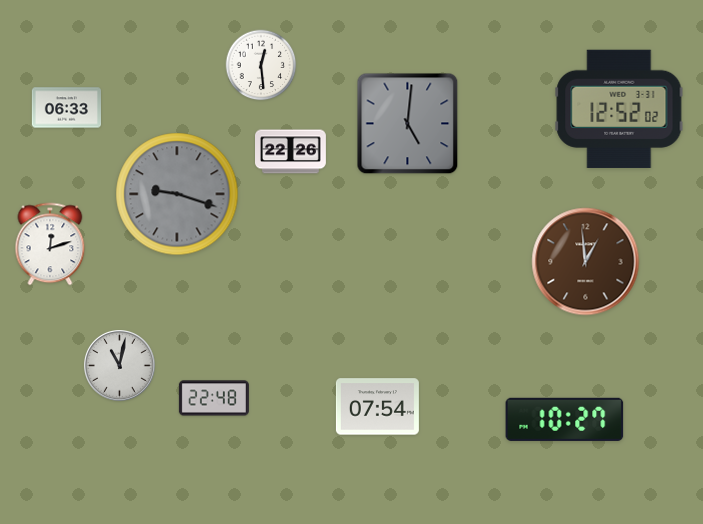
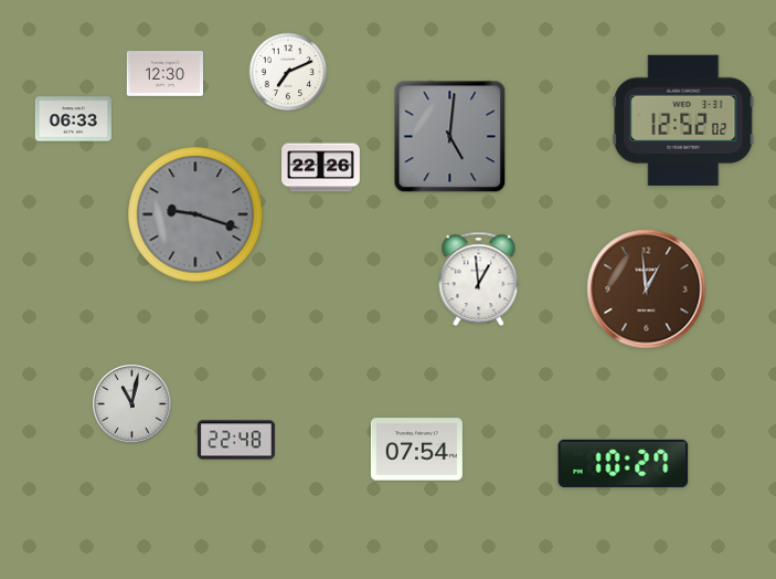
clock at (261, 65): 12:29 -> 7:11
clock at (164, 74): none -> 12:30
clock at (50, 244): 12:12 -> none
clock at (479, 280): none -> 12:59
